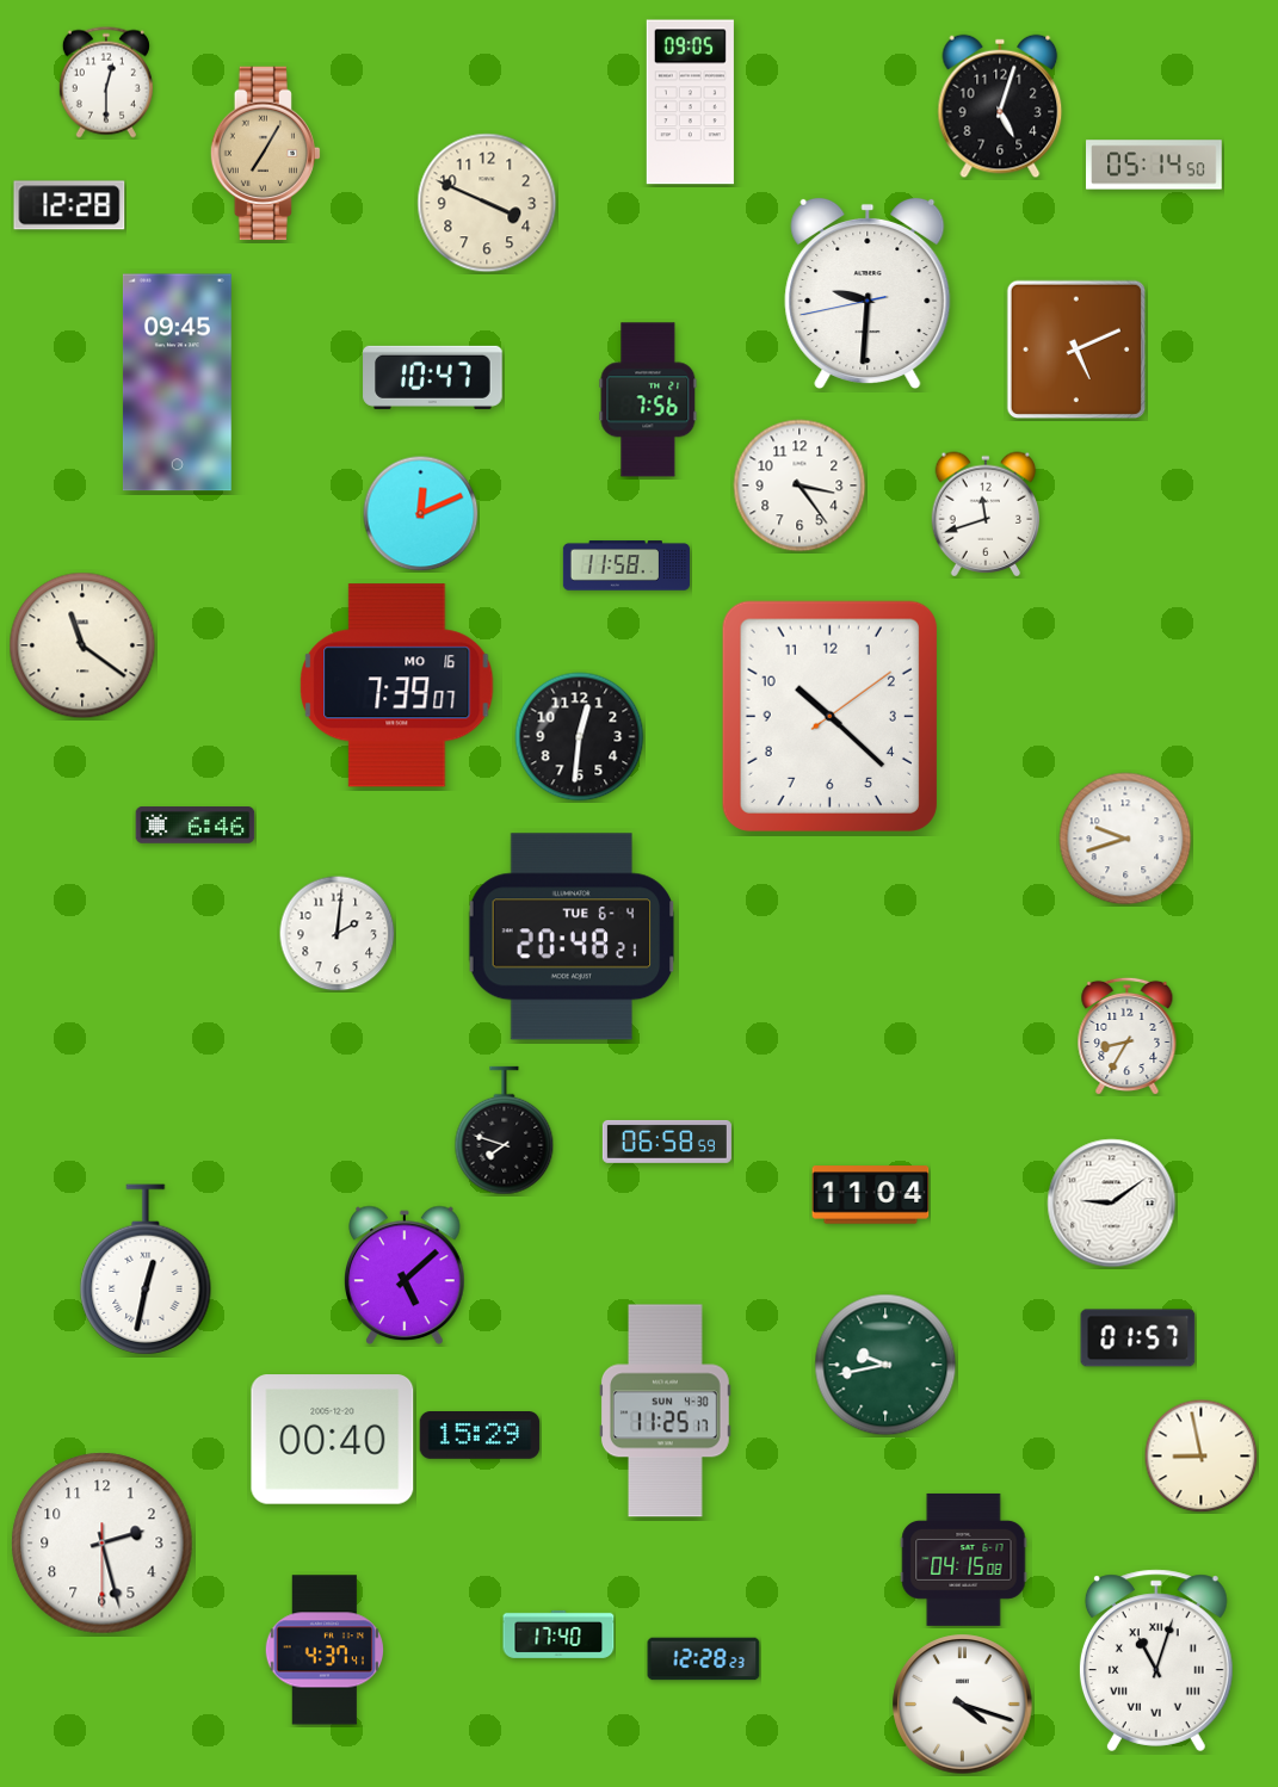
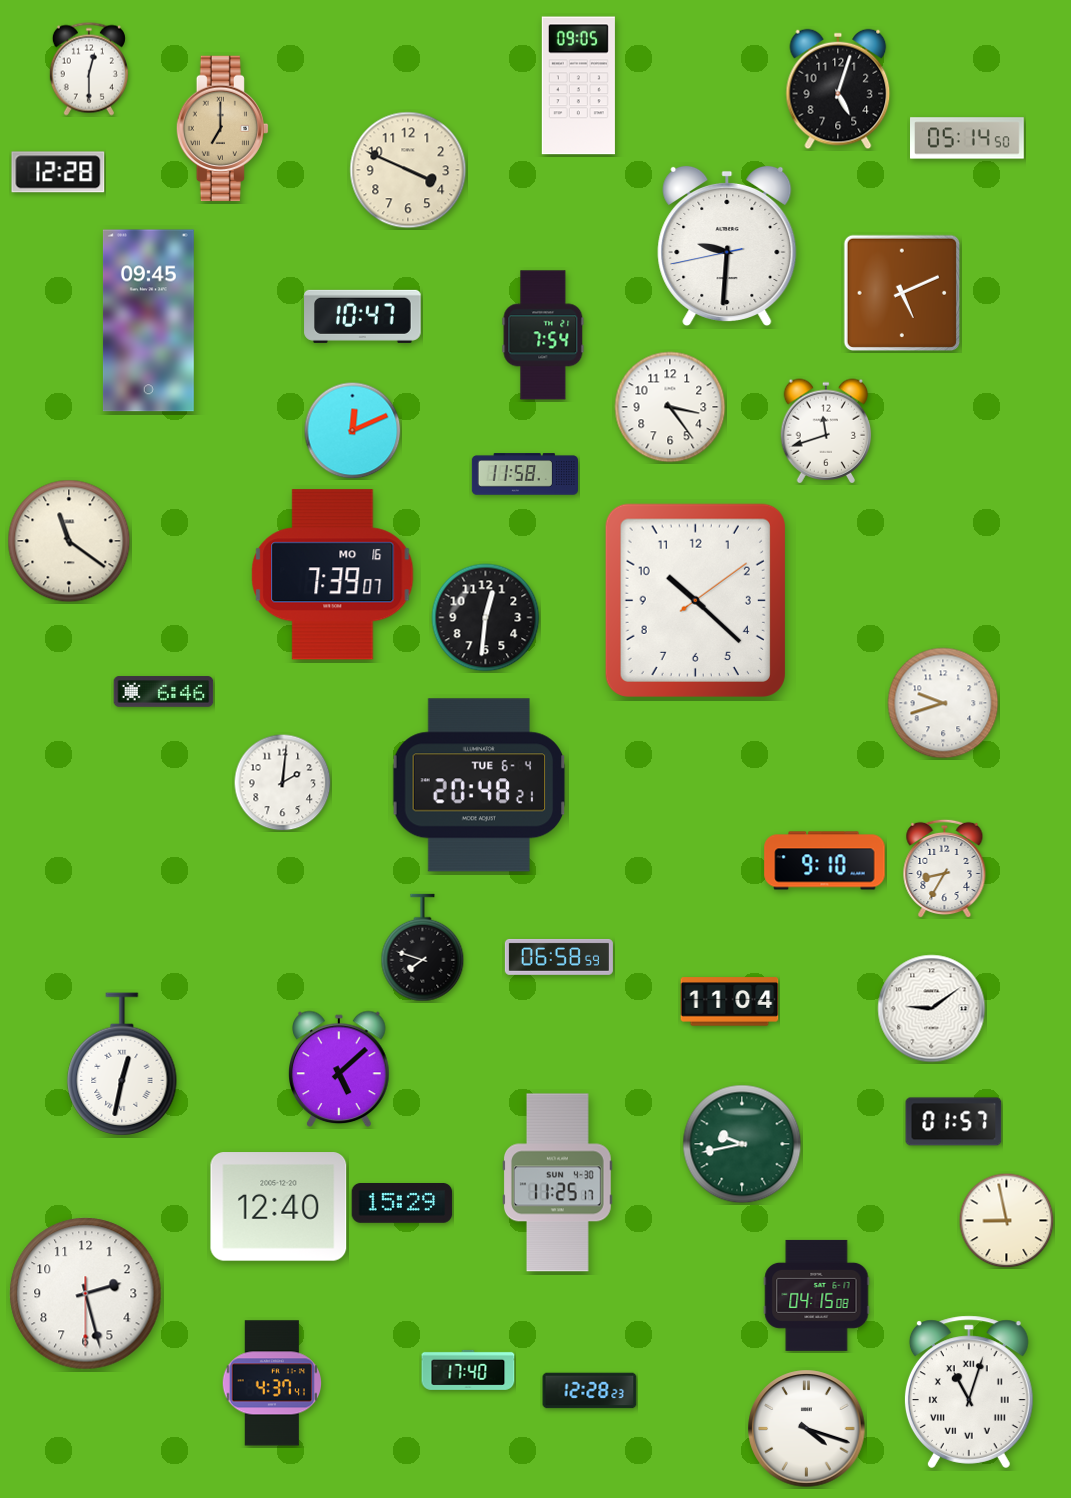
clock at (265, 154): 7:05 -> 7:00
clock at (648, 400): 7:56 -> 7:54
clock at (825, 861): none -> 9:10
clock at (333, 1440): 00:40 -> 12:40
clock at (964, 1559) position: (964, 1559) -> (817, 1295)
